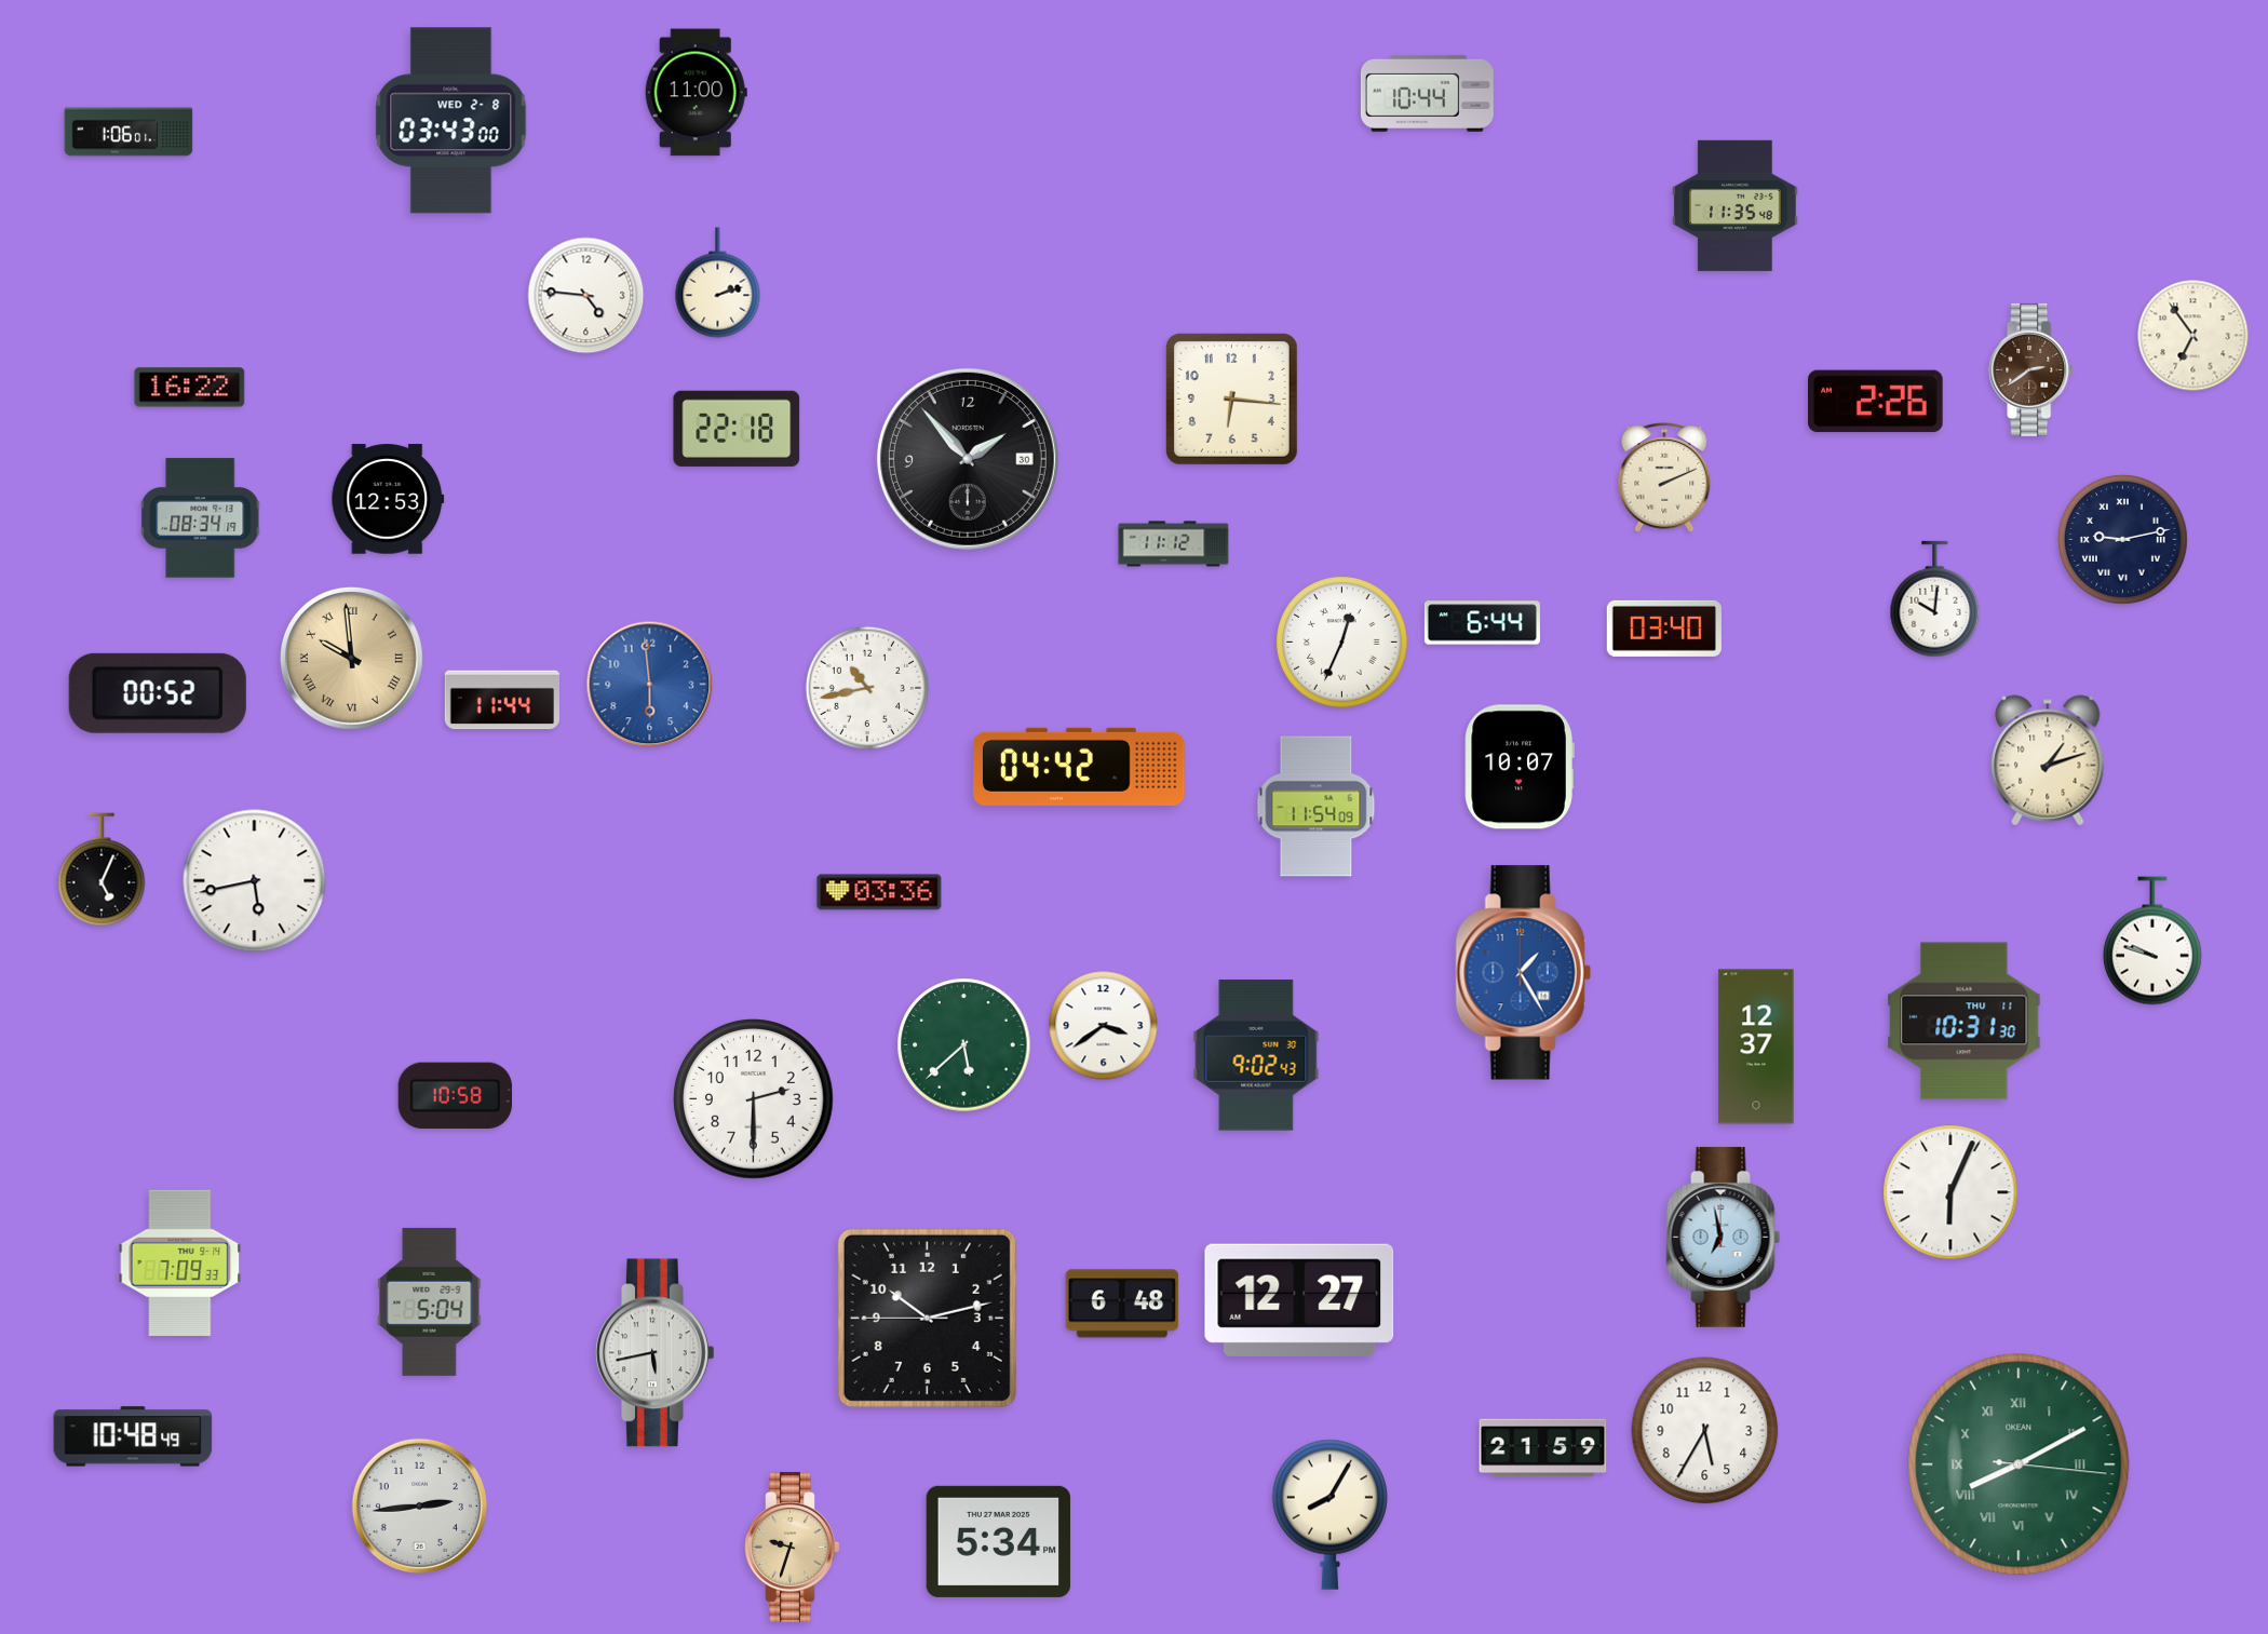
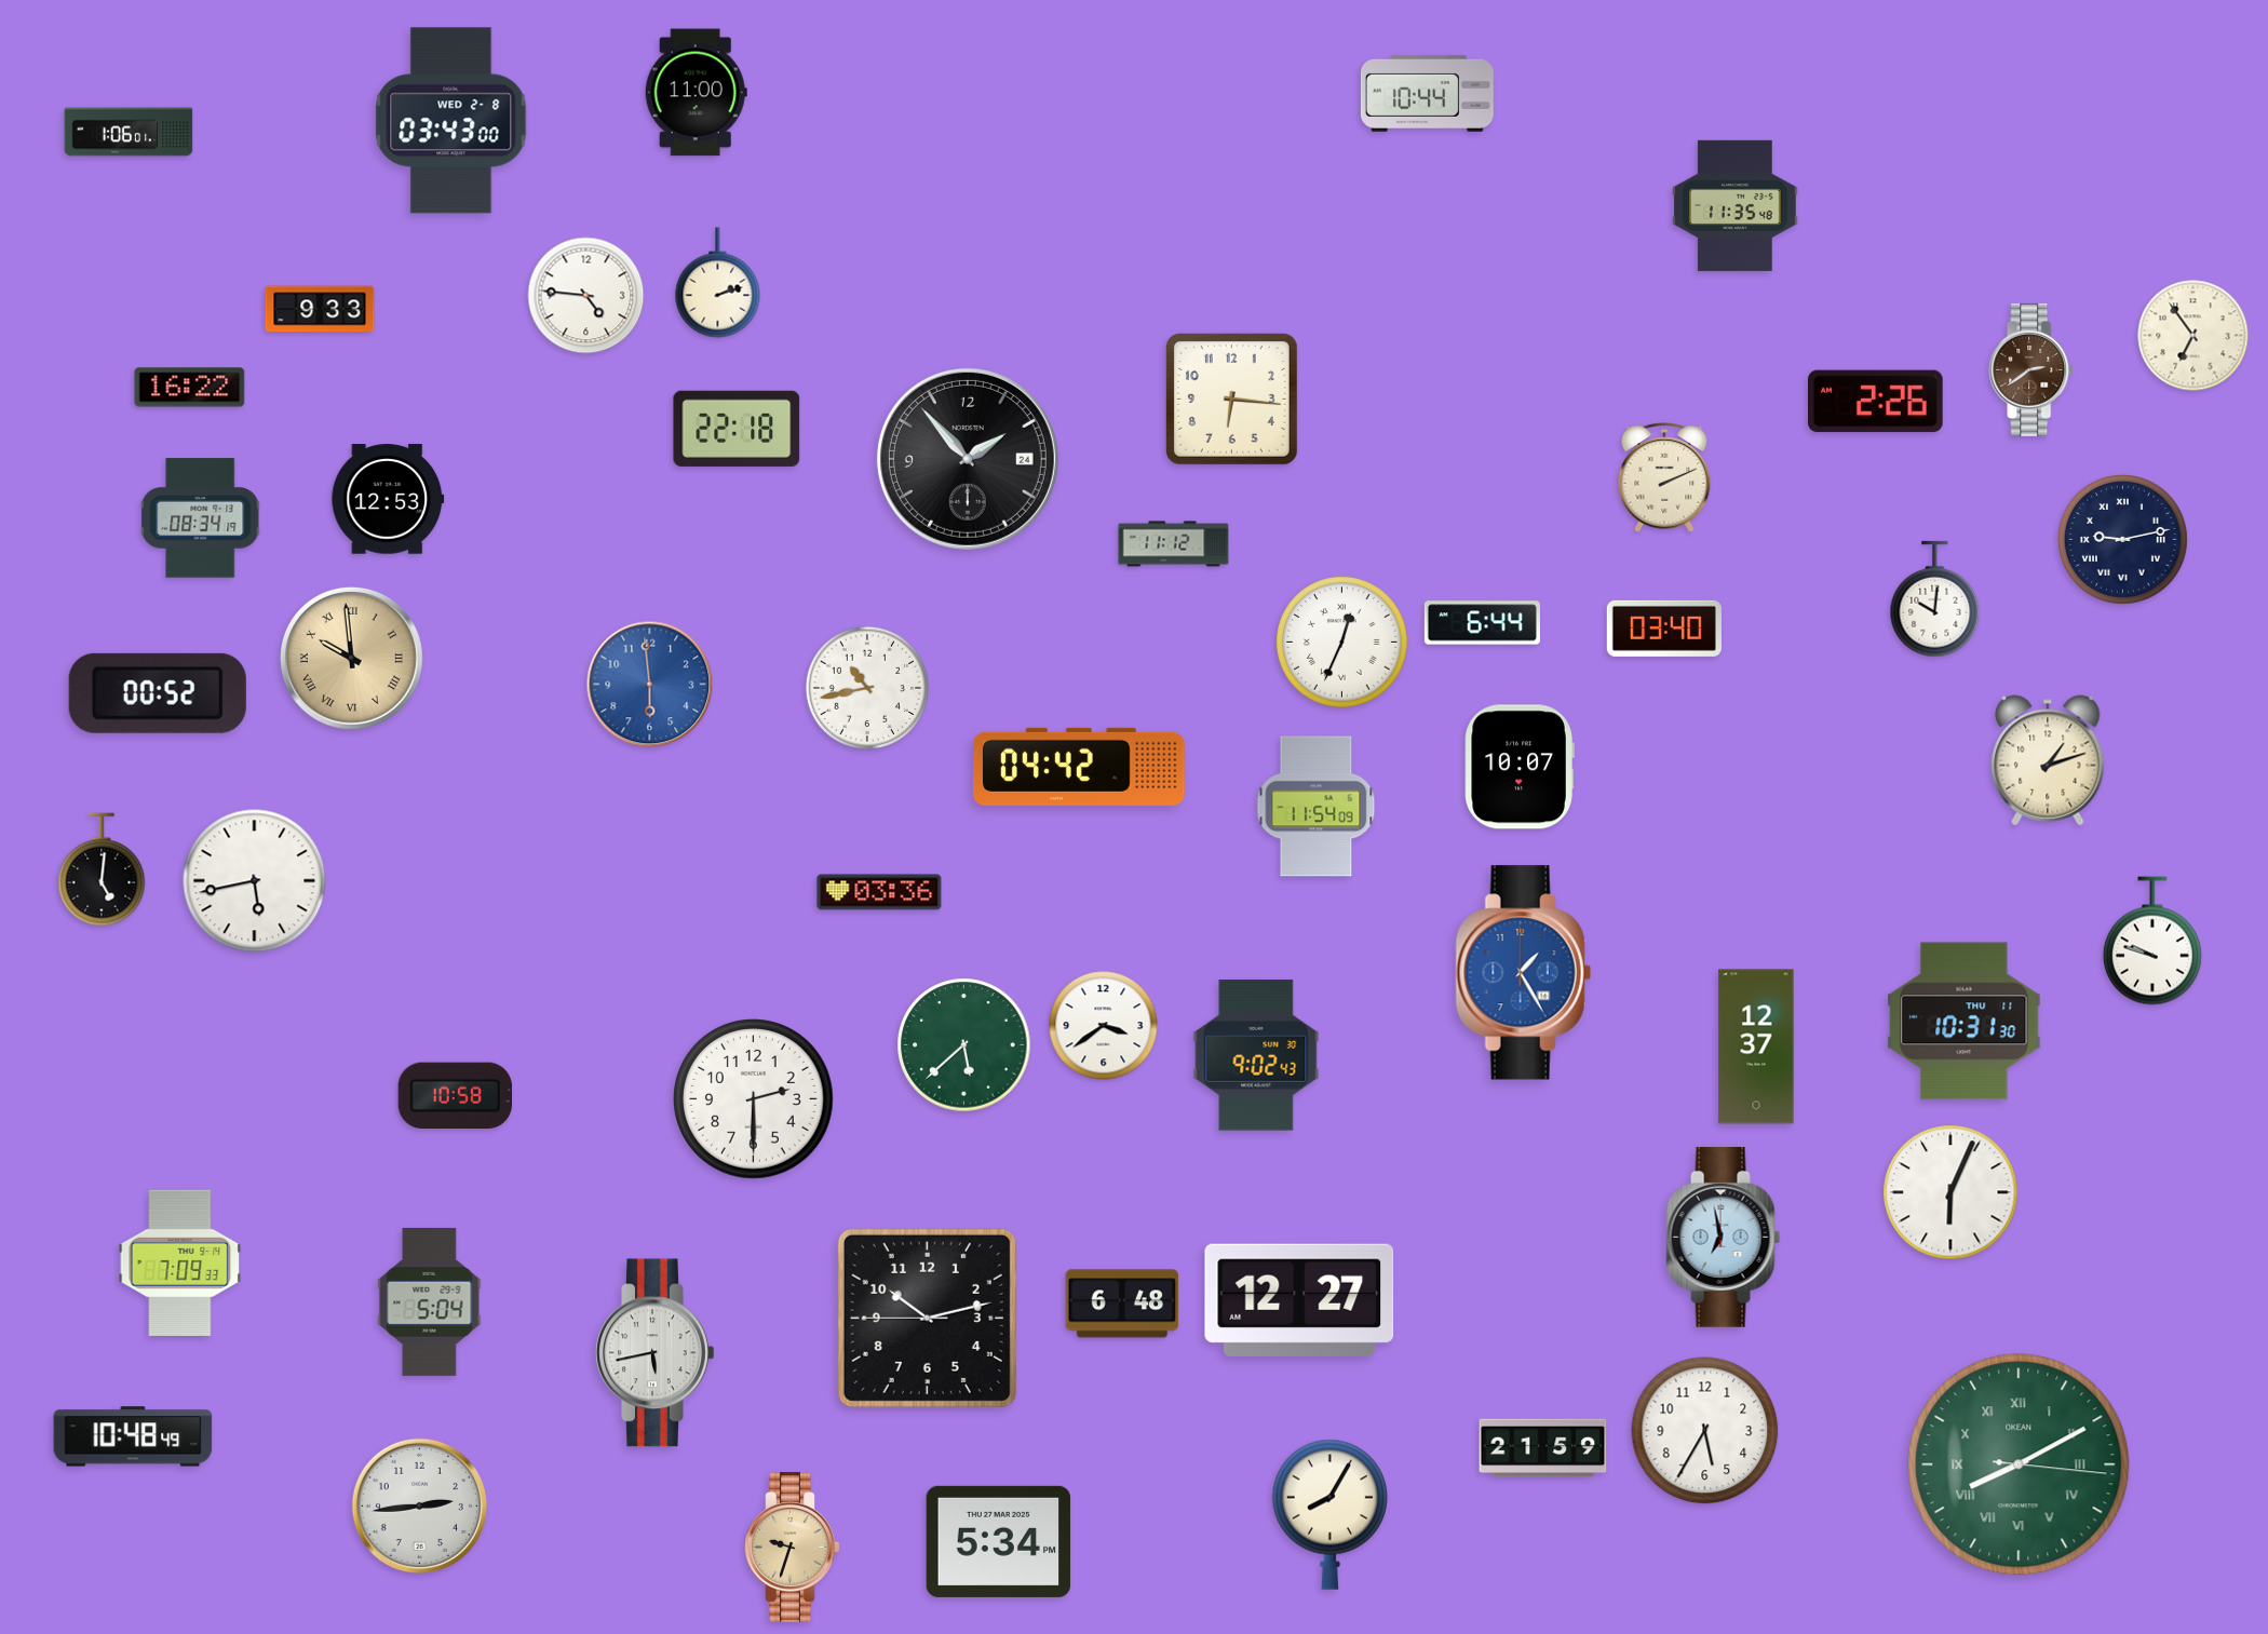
clock at (320, 309): none -> 9:33
clock at (968, 459) date: 30 -> 24
clock at (502, 700): 11:44 -> none
clock at (102, 869): 5:04 -> 5:01
